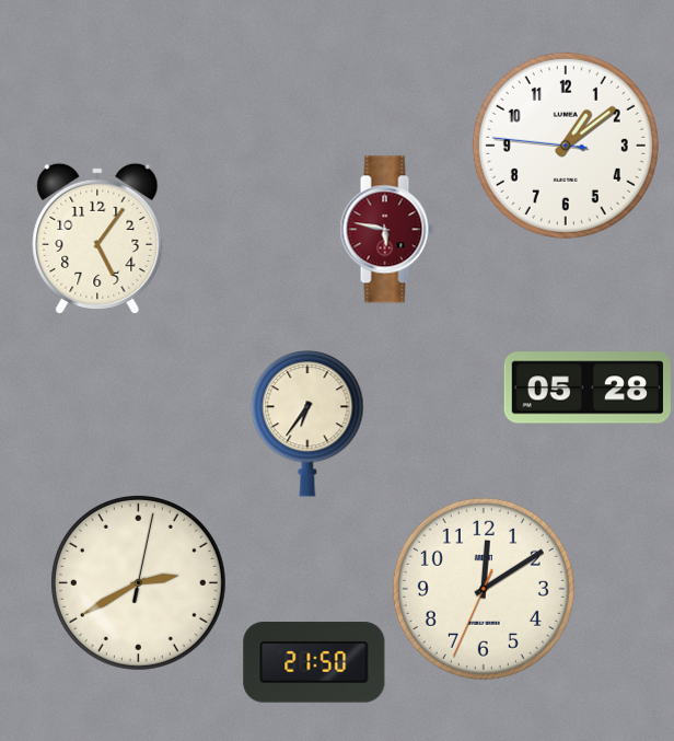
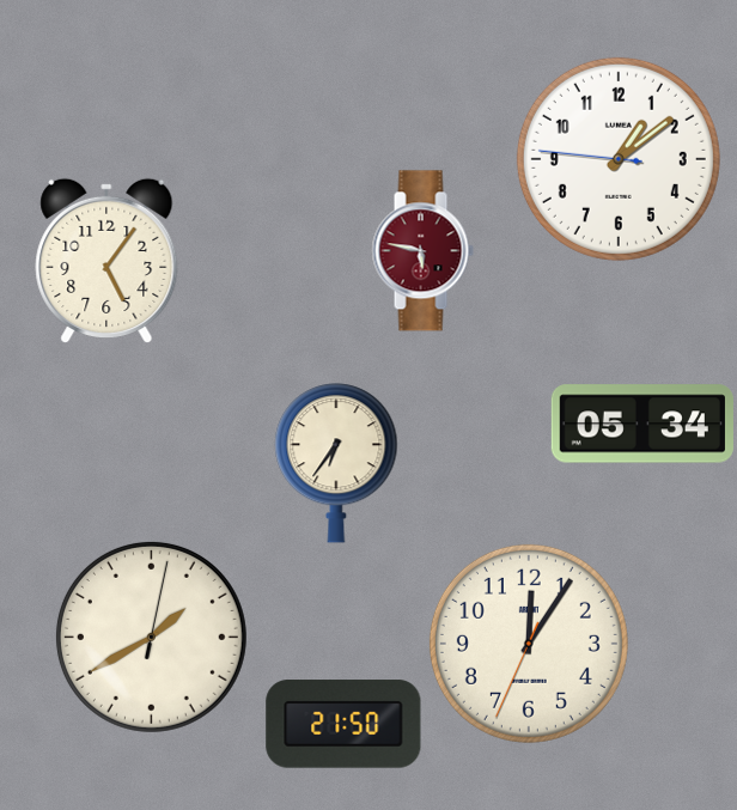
clock at (588, 387): 05:28 -> 05:34
clock at (138, 582): 2:40 -> 1:40
clock at (484, 589): 12:09 -> 12:05
